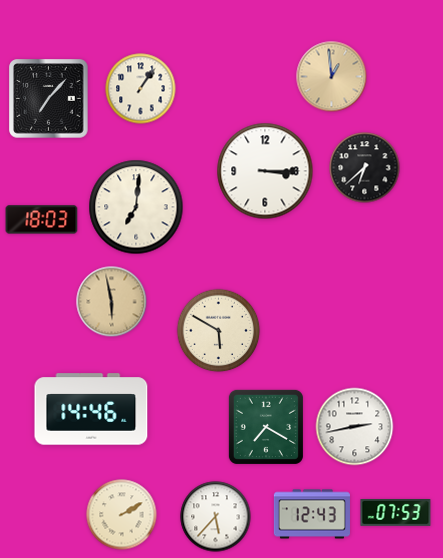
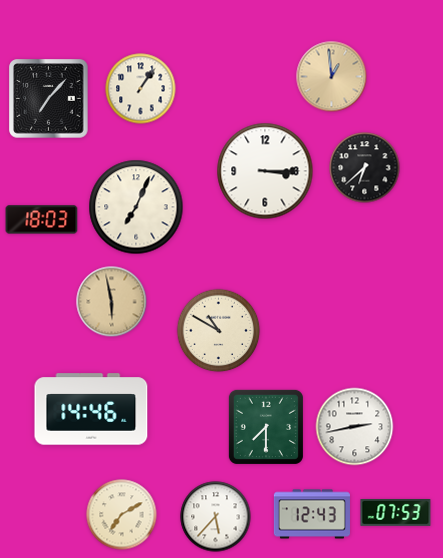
clock at (136, 207): 7:01 -> 7:04
clock at (219, 331): 5:50 -> 10:50
clock at (266, 427): 7:20 -> 7:30
clock at (122, 515): 2:10 -> 7:10
